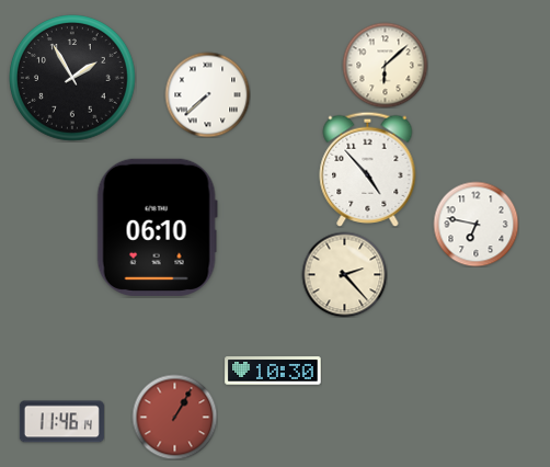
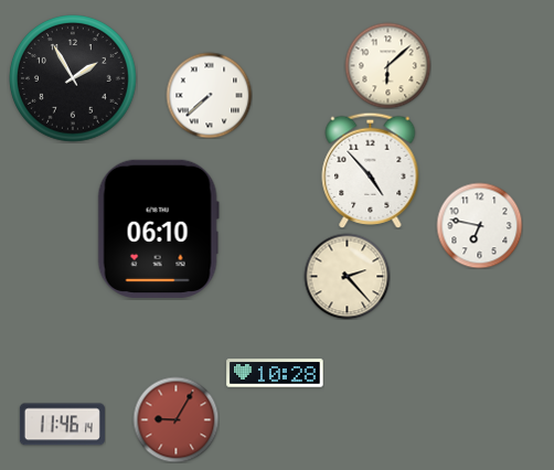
clock at (273, 371): 10:30 -> 10:28
clock at (174, 417): 1:05 -> 9:05
